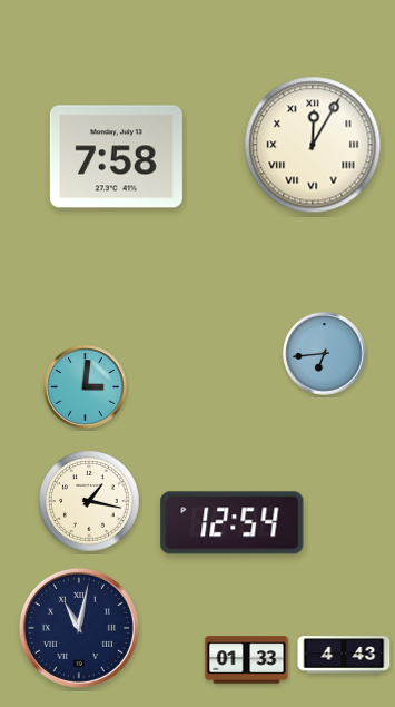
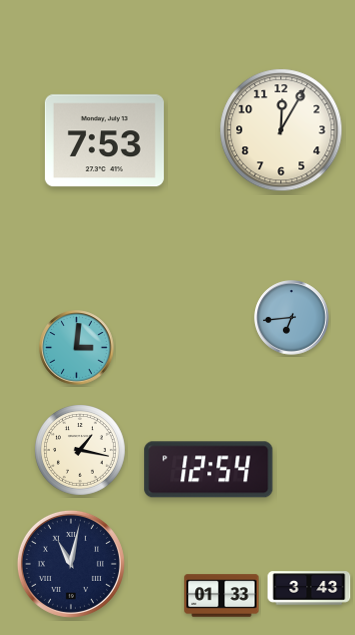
clock at (313, 145) numerals: Roman -> Arabic
clock at (116, 157): 7:58 -> 7:53
clock at (344, 655): 4:43 -> 3:43
clock at (247, 660) position: (247, 660) -> (222, 596)
